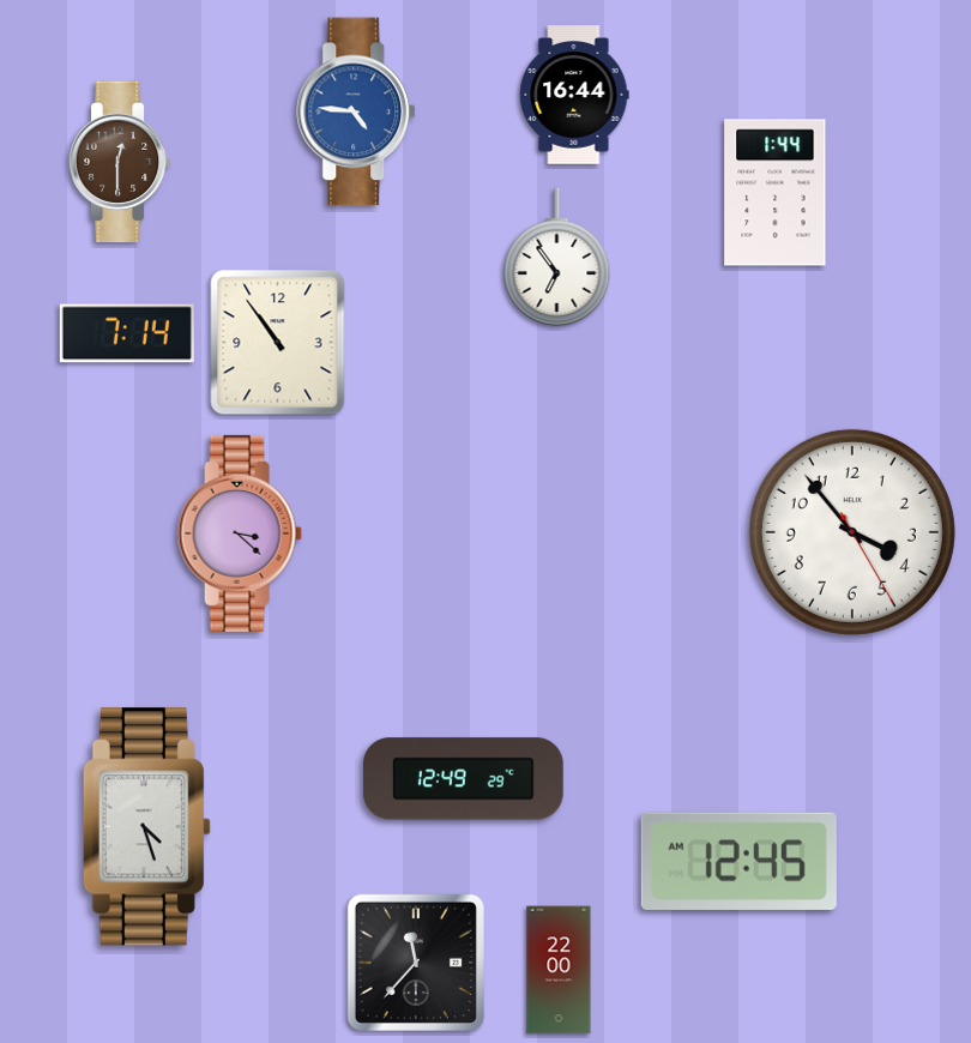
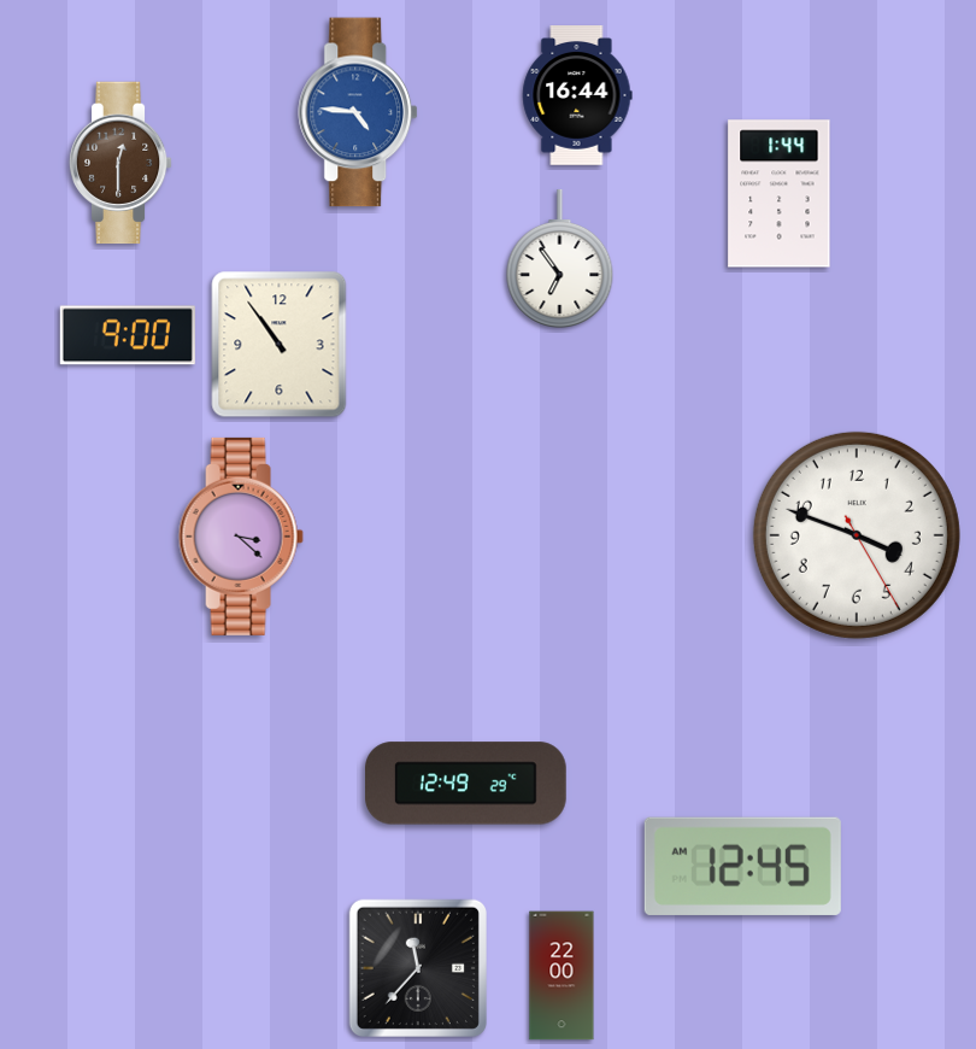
clock at (127, 333): 7:14 -> 9:00
clock at (852, 532): 3:53 -> 3:48
clock at (146, 827): 4:27 -> none
